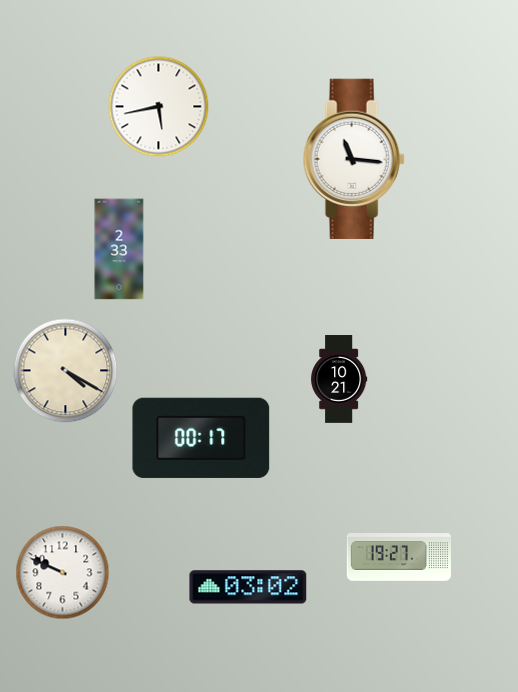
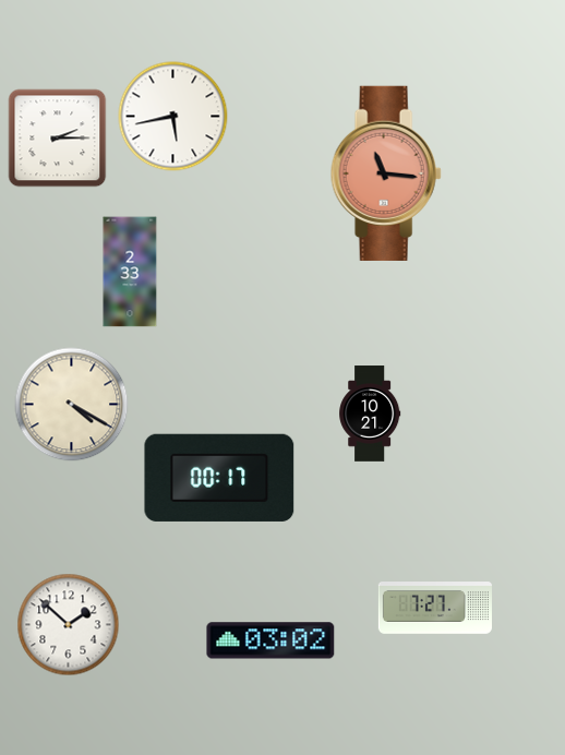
clock at (58, 139): none -> 2:15
clock at (354, 159) dial: white -> salmon
clock at (399, 558): 19:27 -> 7:27
clock at (63, 573): 9:49 -> 1:52
